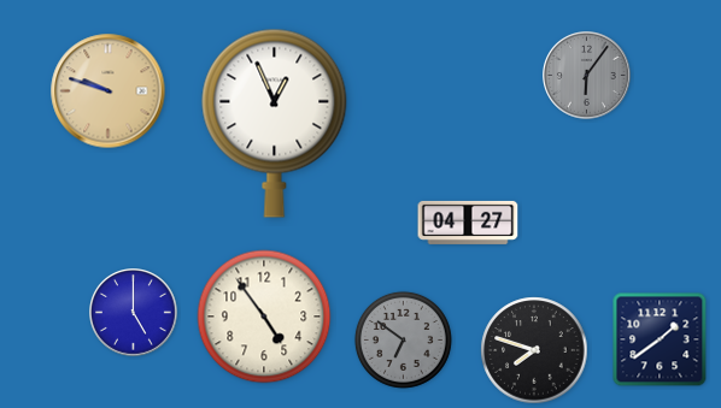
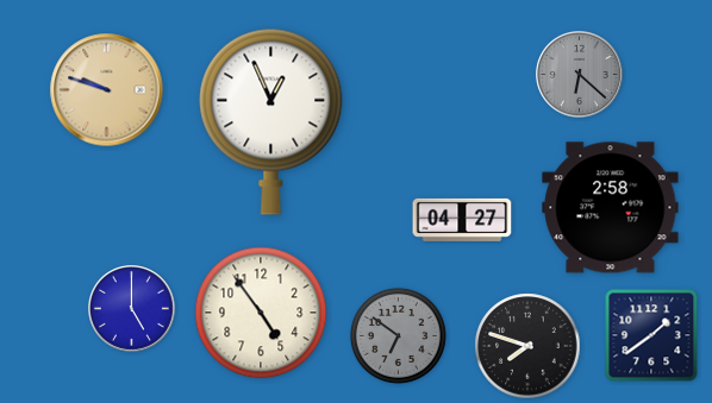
clock at (587, 76): 6:06 -> 6:22
clock at (611, 208): none -> 2:58
